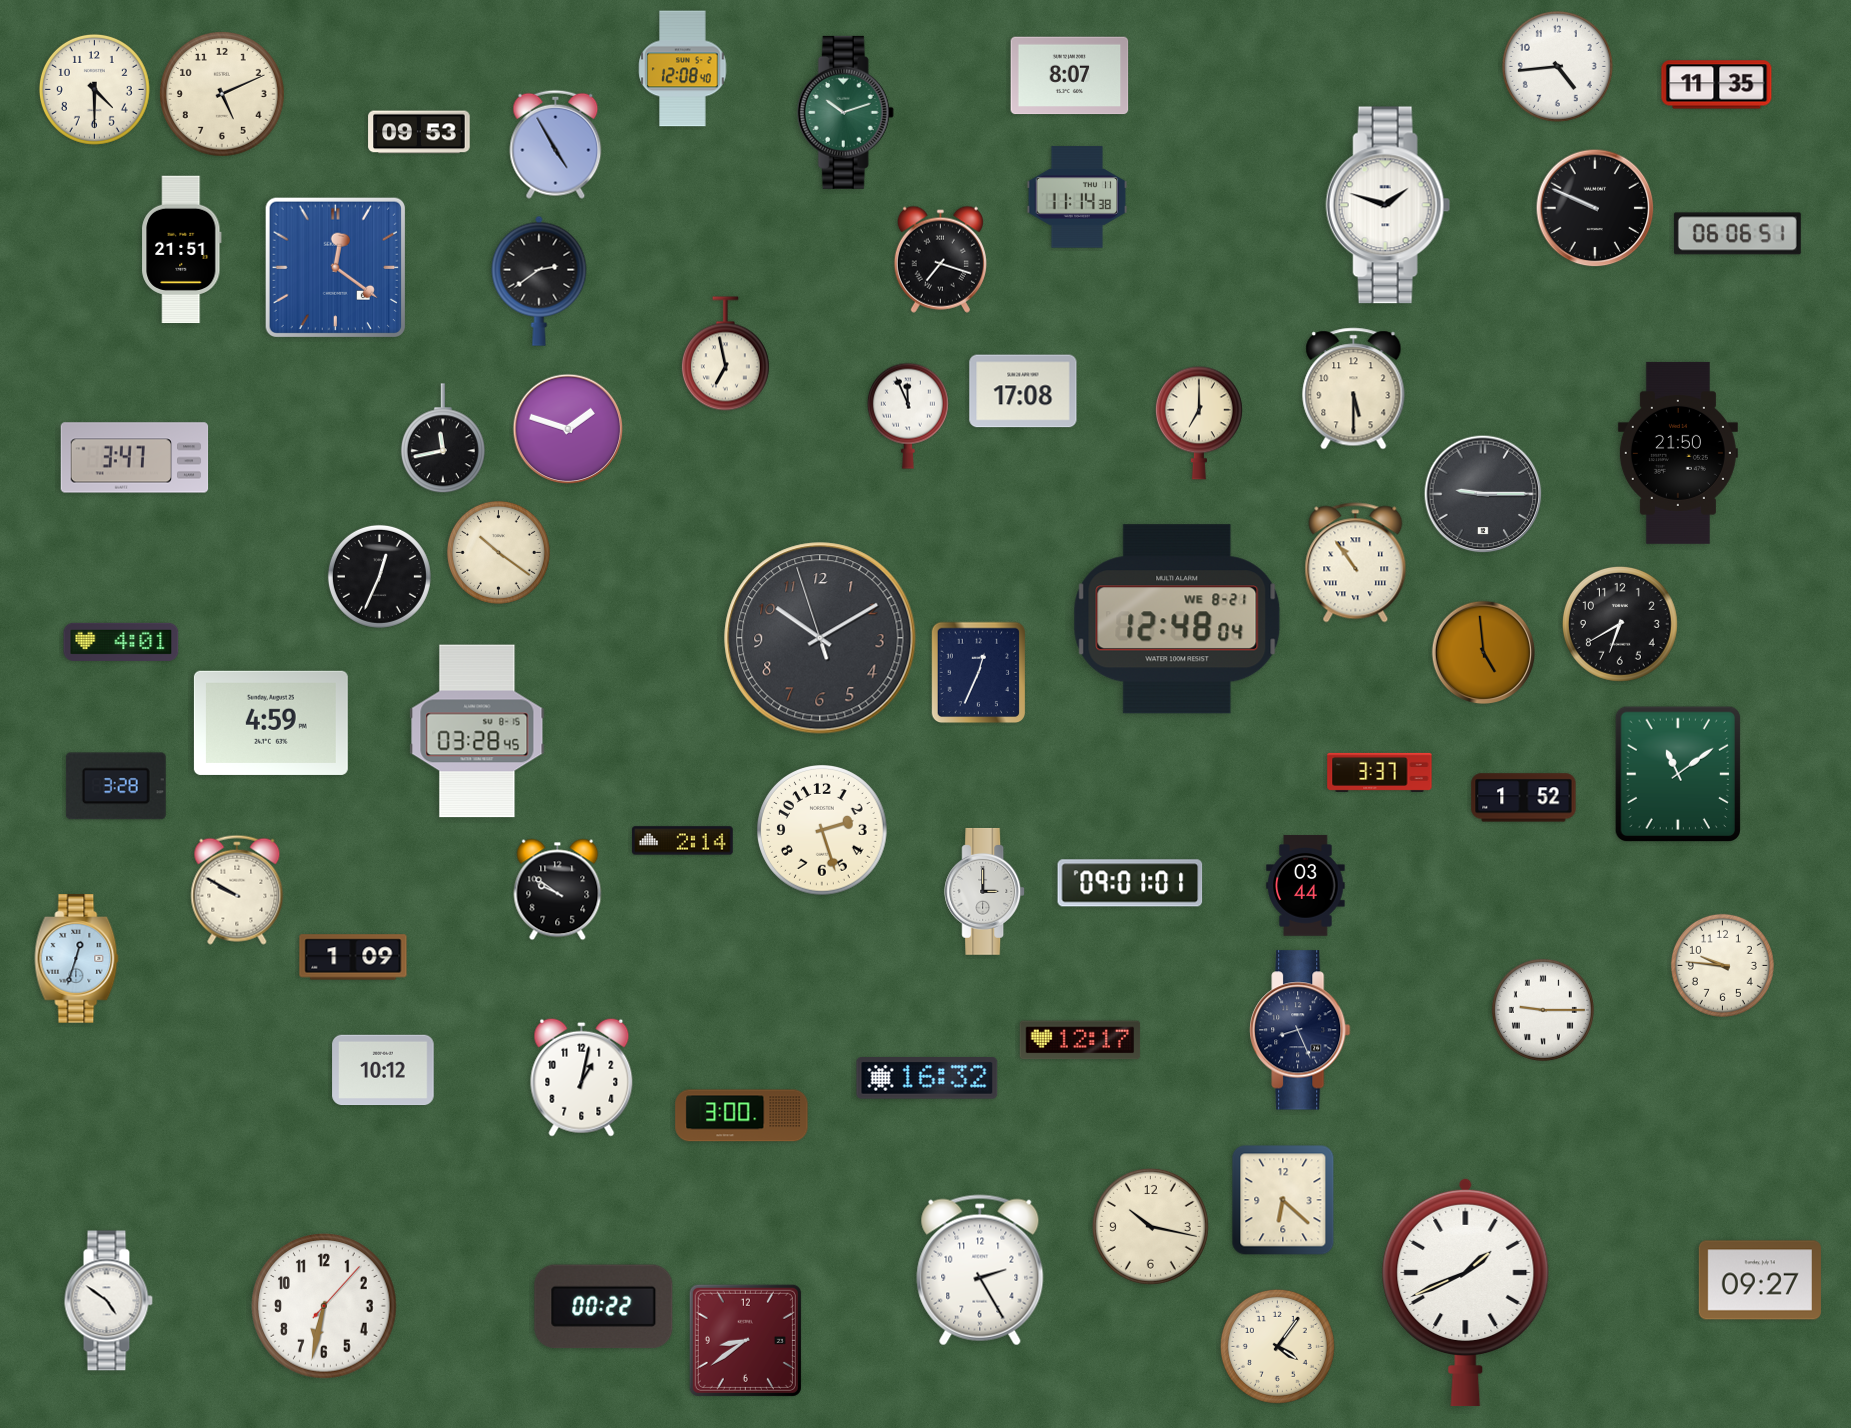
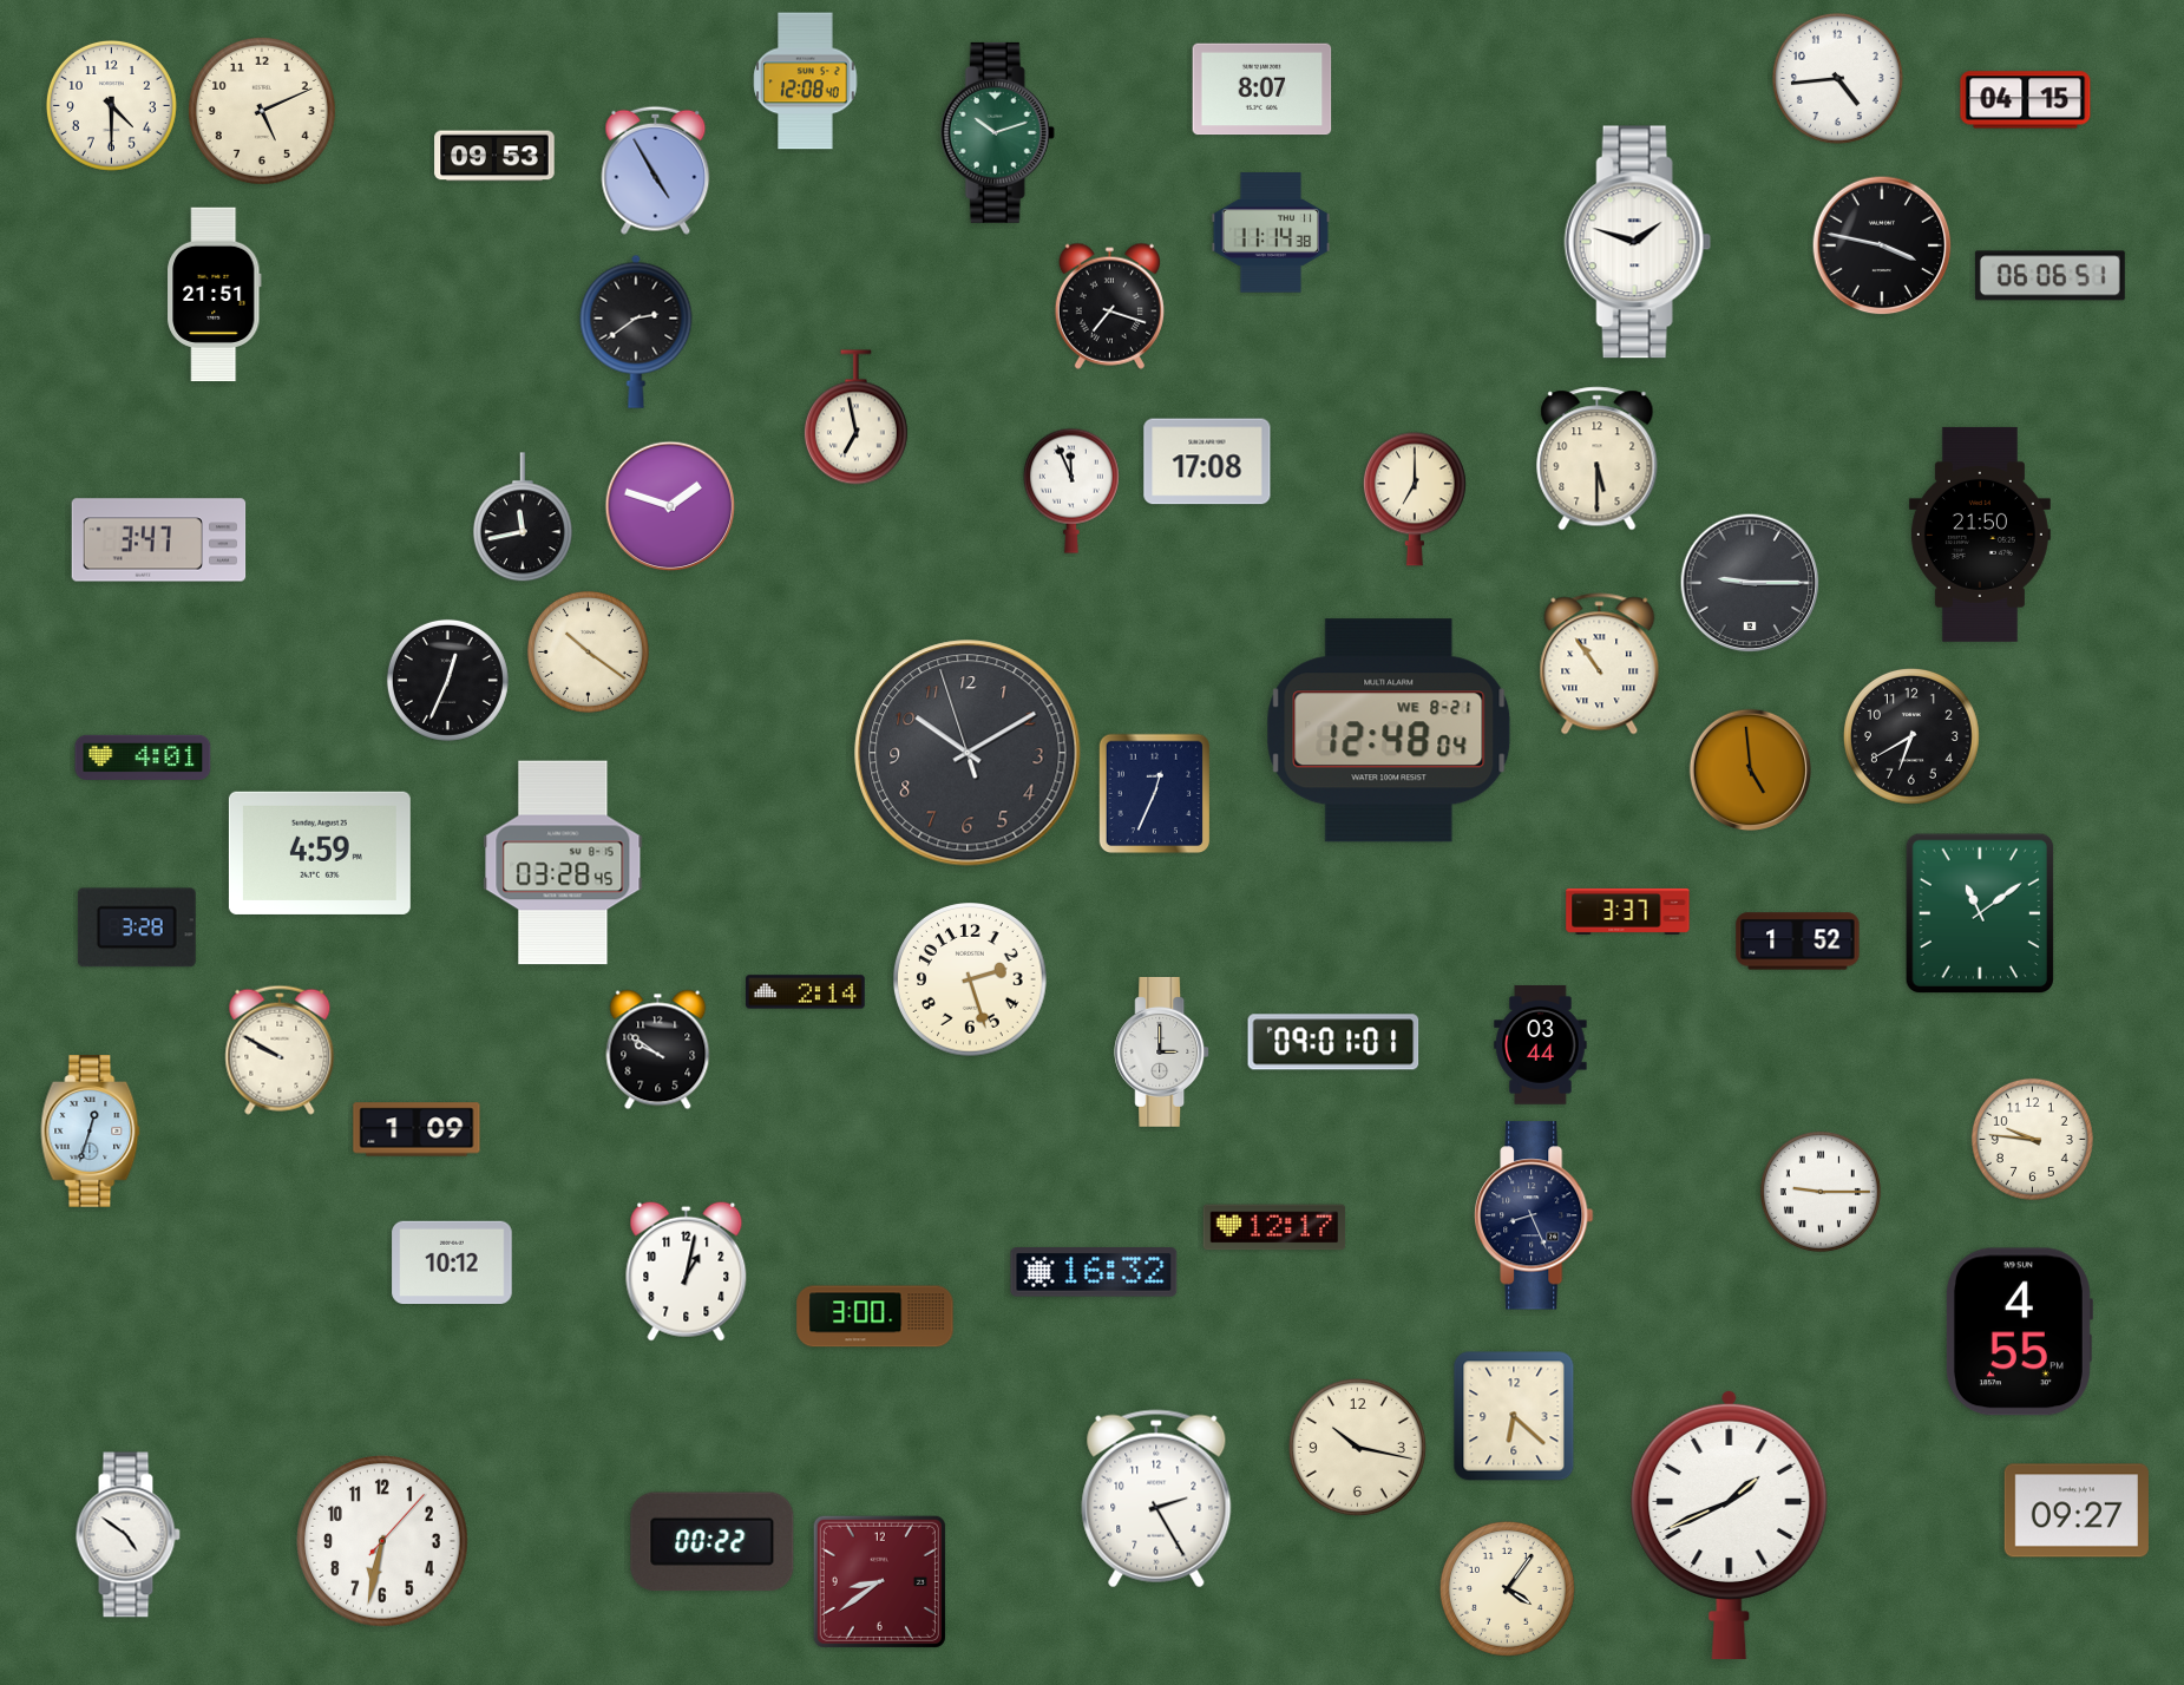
clock at (1717, 85): 11:35 -> 04:15
clock at (1595, 208): 9:49 -> 3:47
clock at (335, 267): 12:21 -> none
clock at (2019, 1332): none -> 4:55
